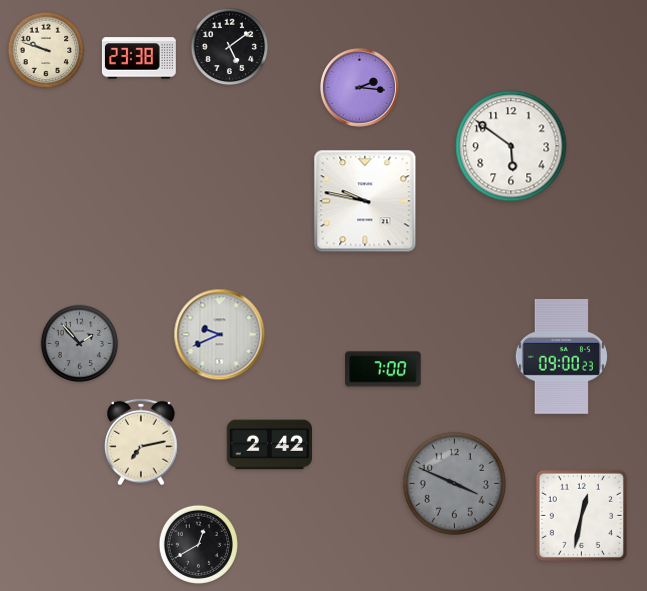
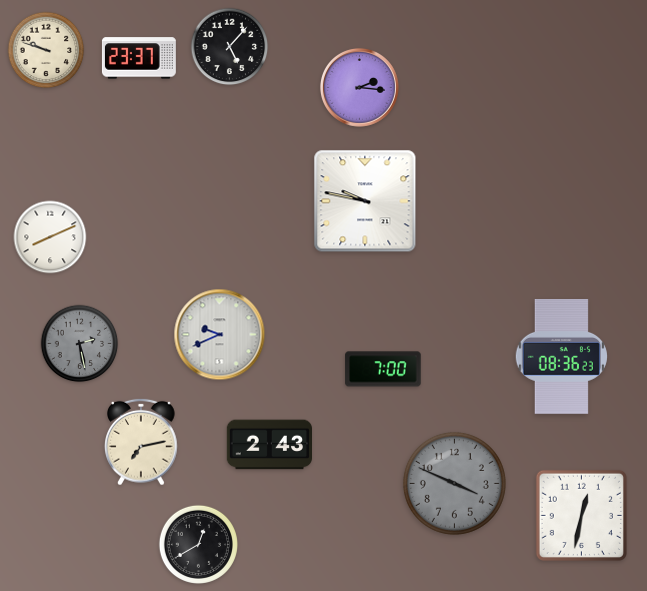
clock at (230, 47): 5:09 -> 5:07
clock at (139, 58): 23:38 -> 23:37
clock at (511, 146): 5:51 -> none
clock at (50, 237): none -> 8:11
clock at (80, 344): 1:53 -> 2:28
clock at (561, 357): 09:00 -> 08:36
clock at (270, 445): 2:42 -> 2:43
